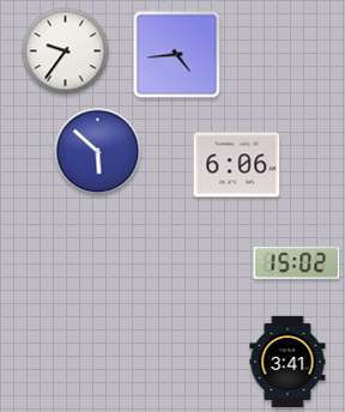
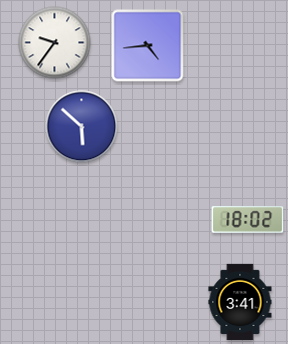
clock at (237, 165): 6:06 -> none
clock at (297, 263): 15:02 -> 18:02
